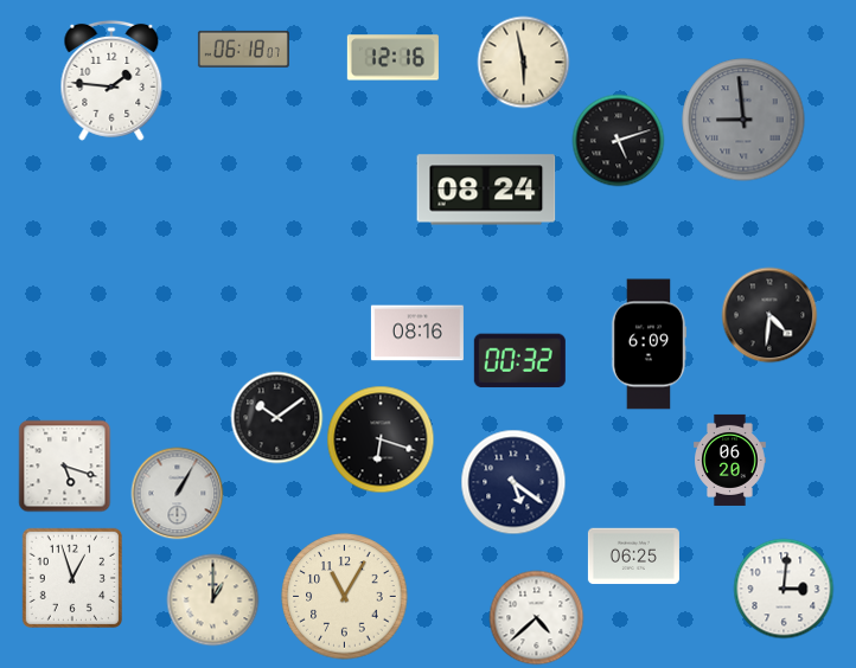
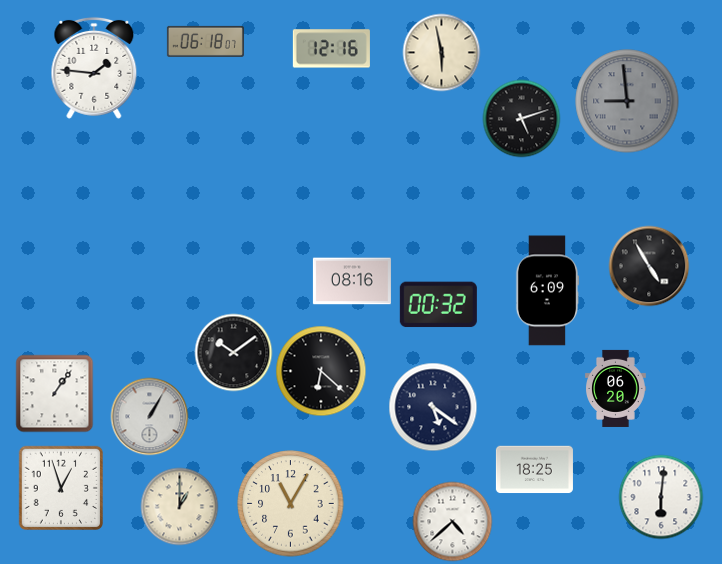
clock at (486, 190): 08:24 -> none
clock at (769, 315): 4:31 -> 4:55
clock at (381, 439): 6:18 -> 6:22
clock at (64, 465): 5:18 -> 1:06
clock at (633, 557): 06:25 -> 18:25
clock at (784, 589): 3:01 -> 6:01
